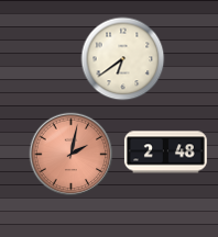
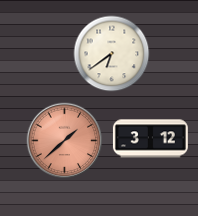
clock at (165, 153): 2:48 -> 3:12
clock at (72, 155): 2:02 -> 1:38
